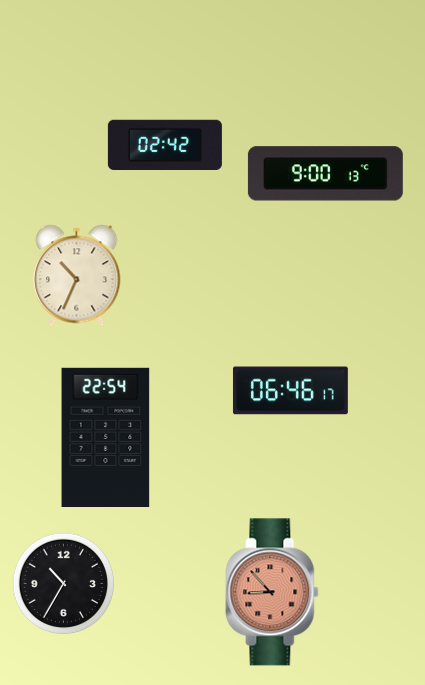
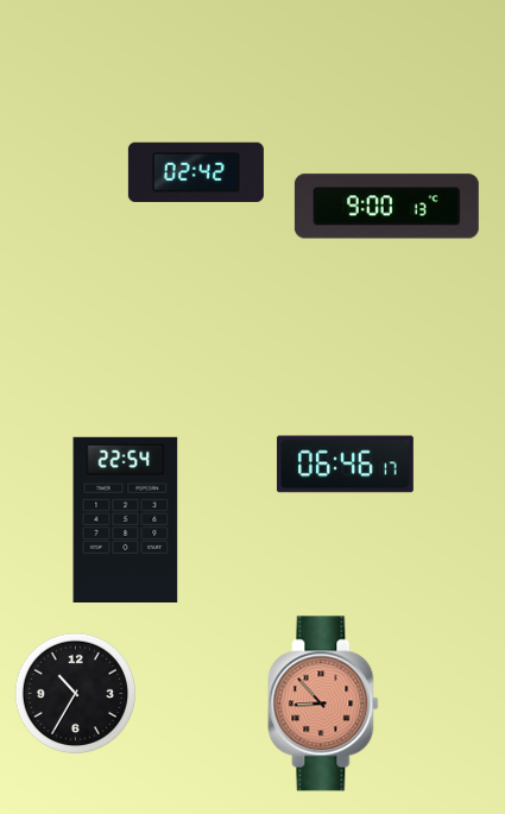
clock at (77, 276): 10:34 -> none
